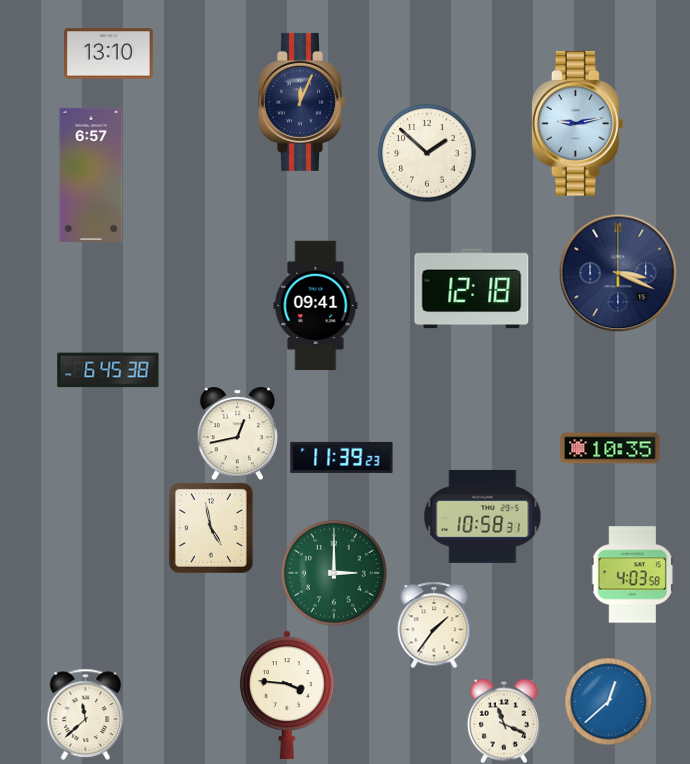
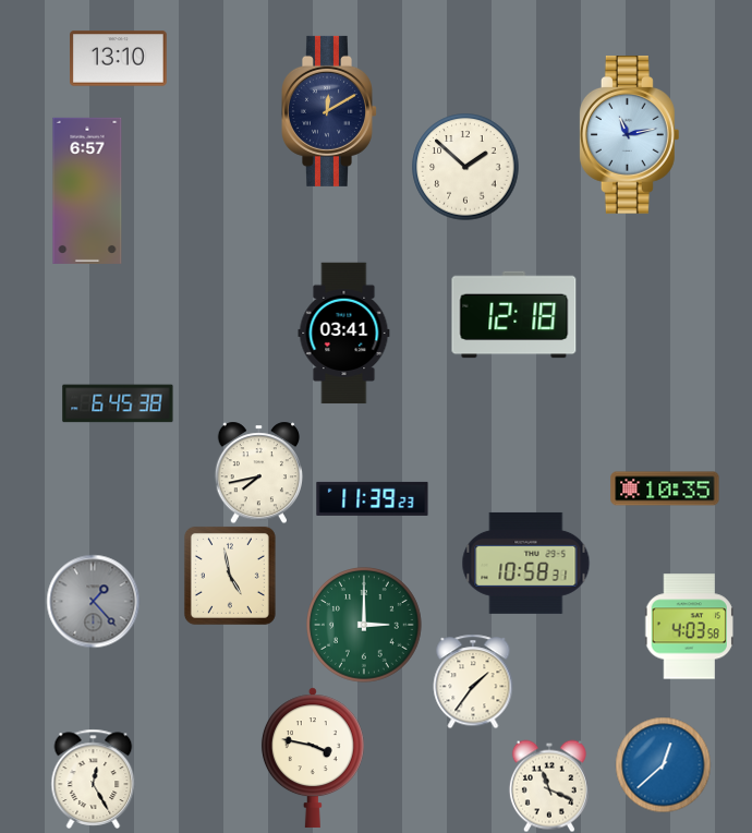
clock at (303, 102): 12:04 -> 12:10
clock at (577, 124): 9:13 -> 11:13
clock at (91, 175) position: (91, 175) -> (87, 191)
clock at (618, 273): 3:19 -> none
clock at (316, 306): 09:41 -> 03:41
clock at (237, 433): 12:43 -> 7:43
clock at (93, 601): none -> 1:23
clock at (287, 695): 3:46 -> 3:47
clock at (86, 714): 11:38 -> 12:25
